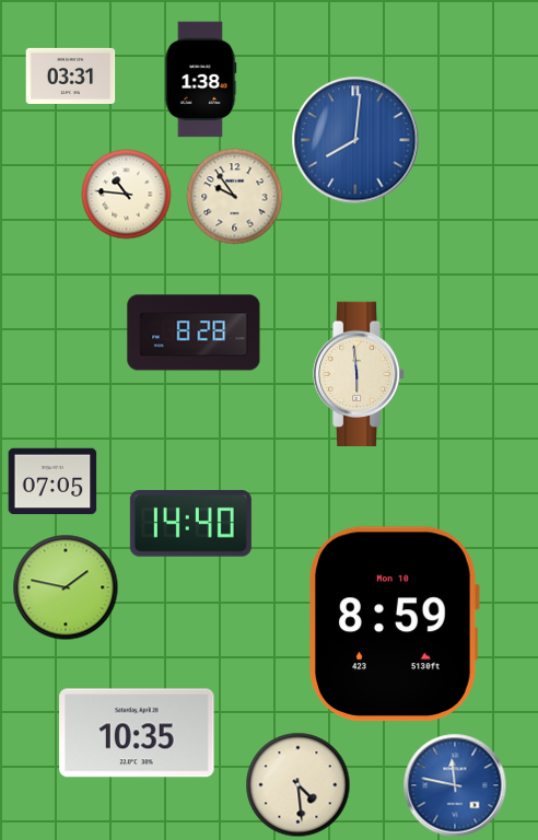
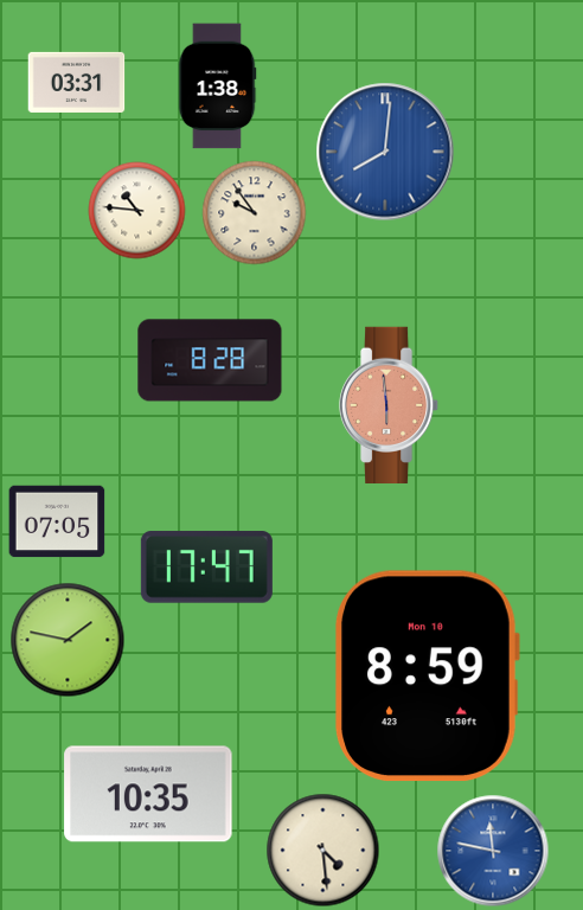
clock at (359, 373) dial: cream -> salmon
clock at (190, 524): 14:40 -> 17:47
clock at (66, 587) position: (66, 587) -> (68, 640)
